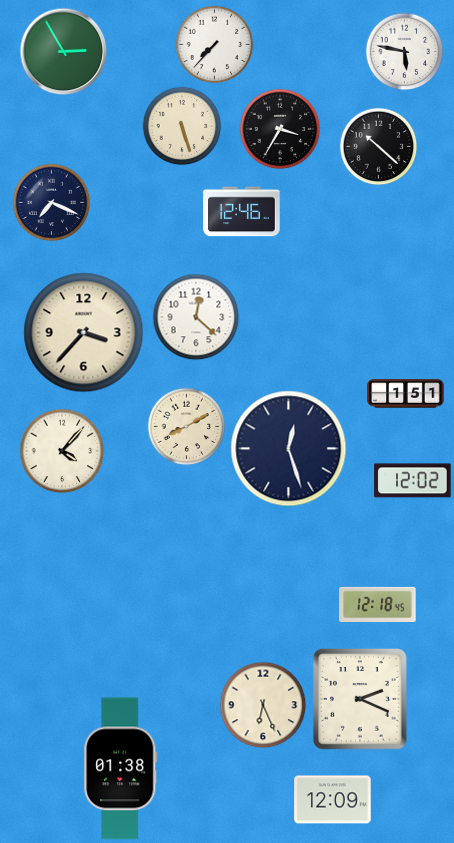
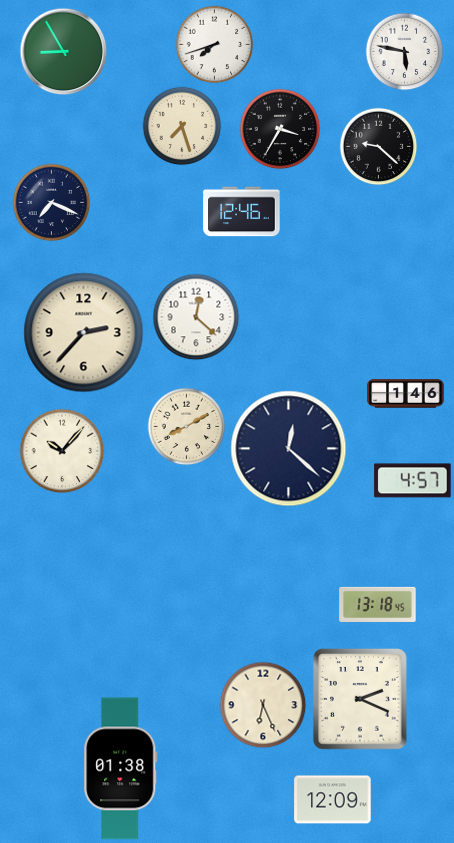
clock at (214, 44): 7:37 -> 7:42
clock at (63, 51): 2:55 -> 8:55
clock at (182, 126): 5:27 -> 7:27
clock at (378, 146): 10:22 -> 9:22
clock at (84, 333): 3:37 -> 2:37
clock at (406, 394): 1:51 -> 1:46
clock at (289, 449): 12:27 -> 12:22
clock at (62, 451): 4:07 -> 10:07
clock at (413, 481): 12:02 -> 4:57
clock at (378, 604): 12:18 -> 13:18
